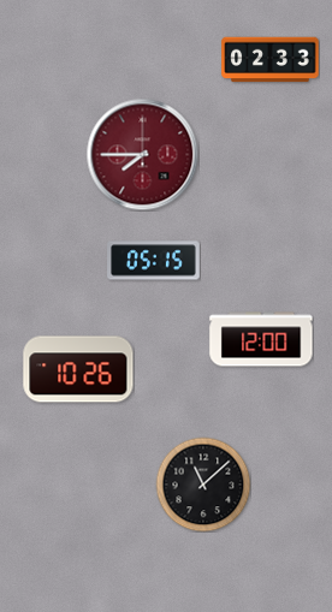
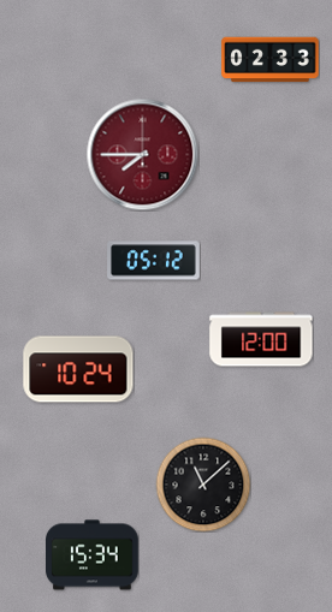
clock at (154, 261): 05:15 -> 05:12
clock at (78, 369): 10:26 -> 10:24
clock at (93, 555): none -> 15:34
